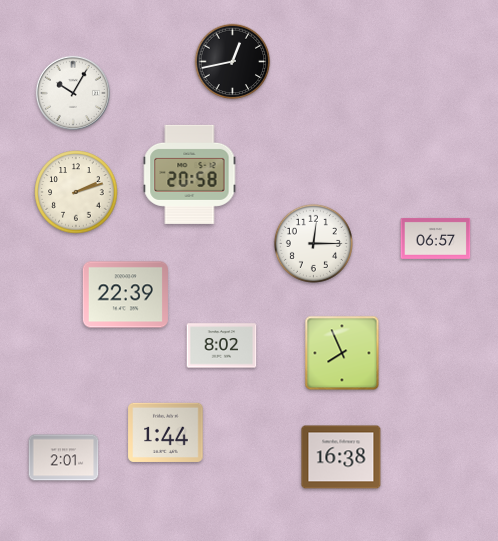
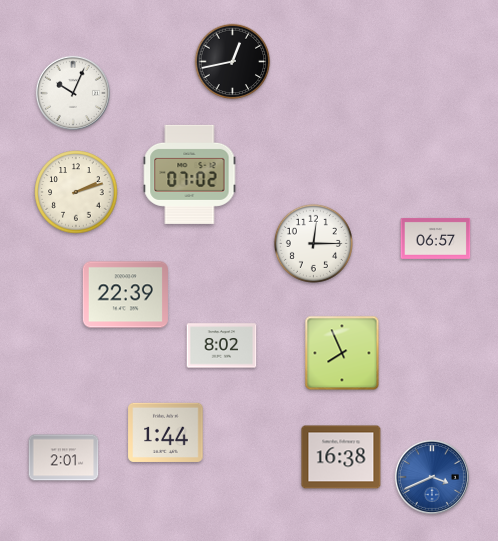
clock at (73, 93): 10:05 -> 10:04
clock at (190, 174): 20:58 -> 07:02
clock at (432, 477): none -> 3:41
